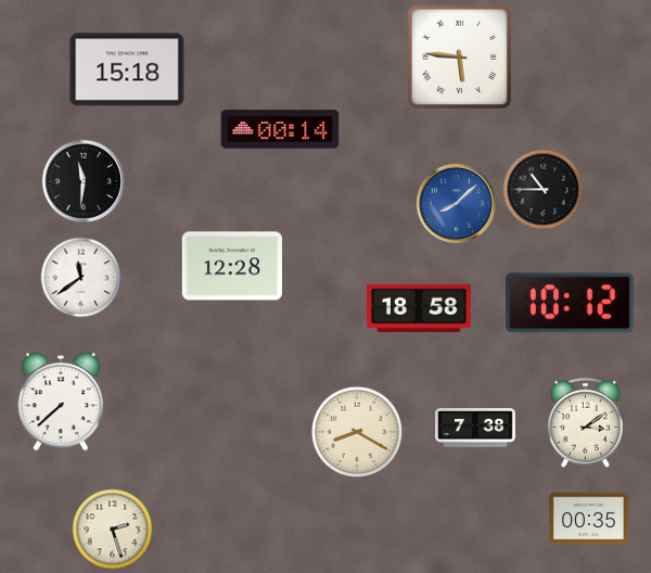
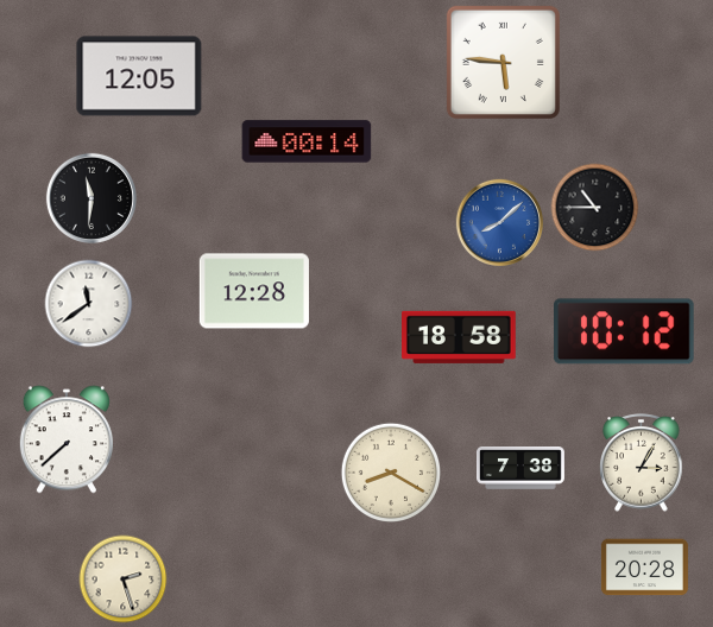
clock at (127, 69): 15:18 -> 12:05
clock at (586, 423): 3:09 -> 3:05
clock at (588, 519): 00:35 -> 20:28
